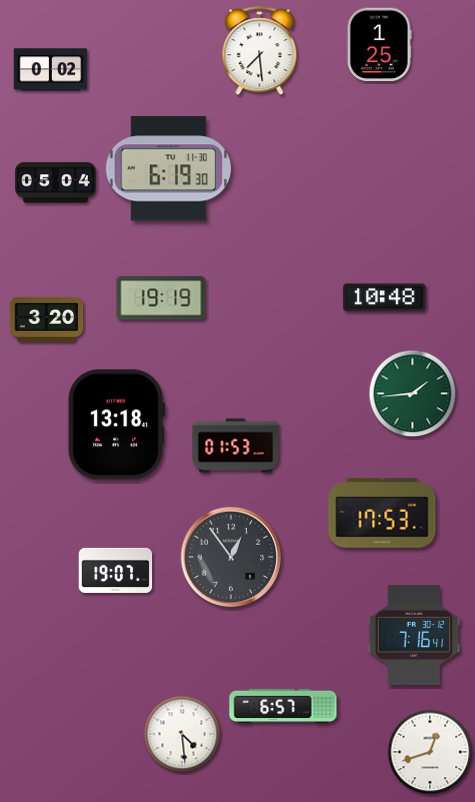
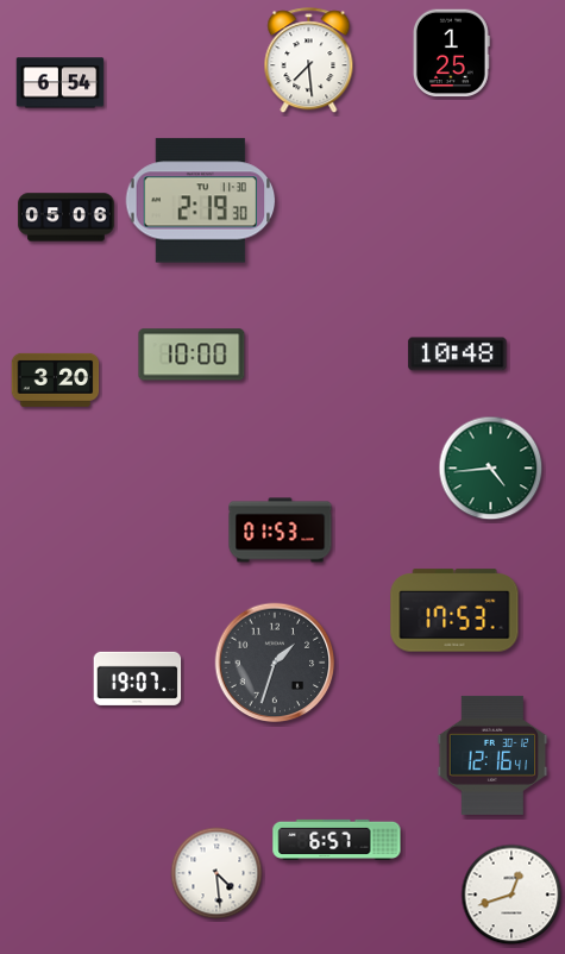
clock at (51, 70): 0:02 -> 6:54
clock at (169, 169): 6:19 -> 2:19
clock at (56, 183): 05:04 -> 05:06
clock at (161, 298): 19:19 -> 10:00
clock at (413, 394): 1:44 -> 4:44
clock at (116, 425): 13:18 -> none
clock at (231, 557): 12:54 -> 1:33
clock at (414, 635): 7:16 -> 12:16
